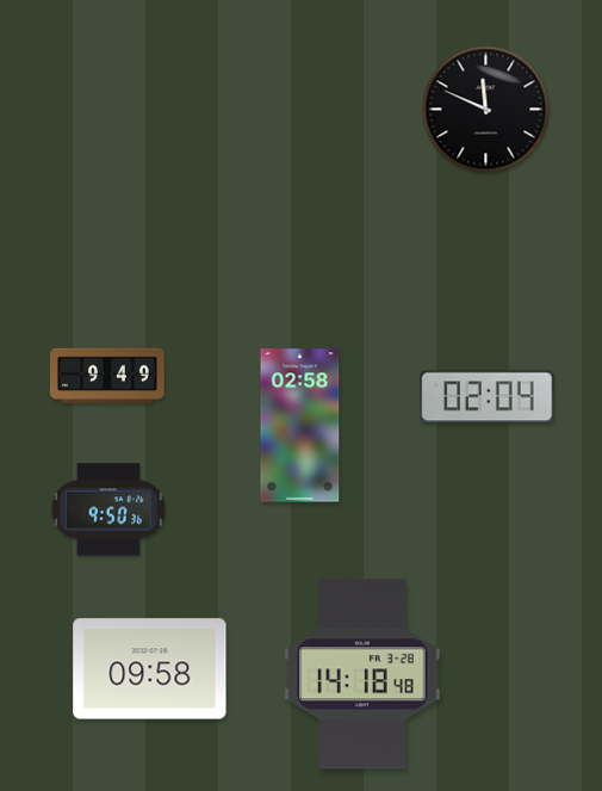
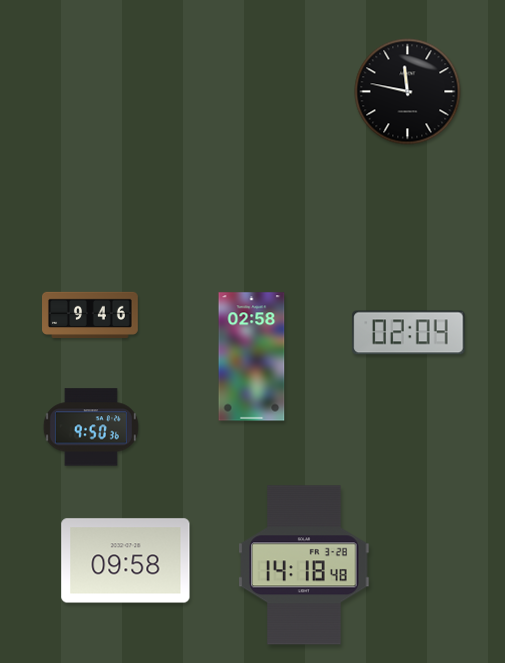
clock at (486, 110): 11:49 -> 11:47
clock at (108, 375): 9:49 -> 9:46
